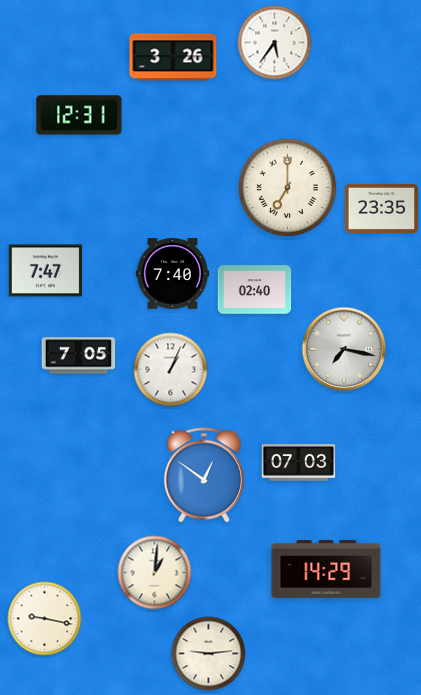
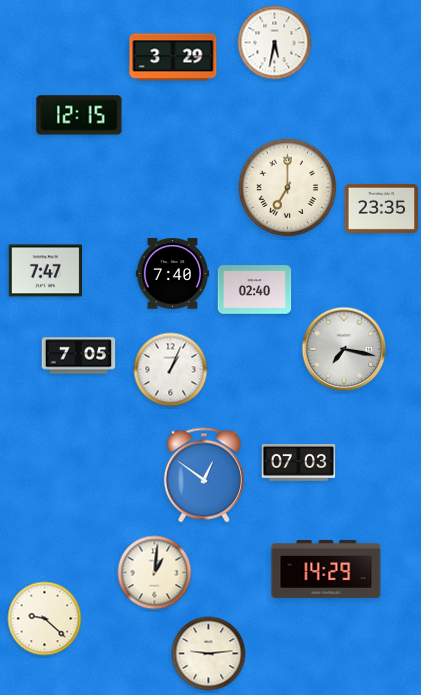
clock at (275, 43): 5:36 -> 5:32
clock at (173, 57): 3:26 -> 3:29
clock at (79, 115): 12:31 -> 12:15
clock at (45, 619): 9:17 -> 9:22
